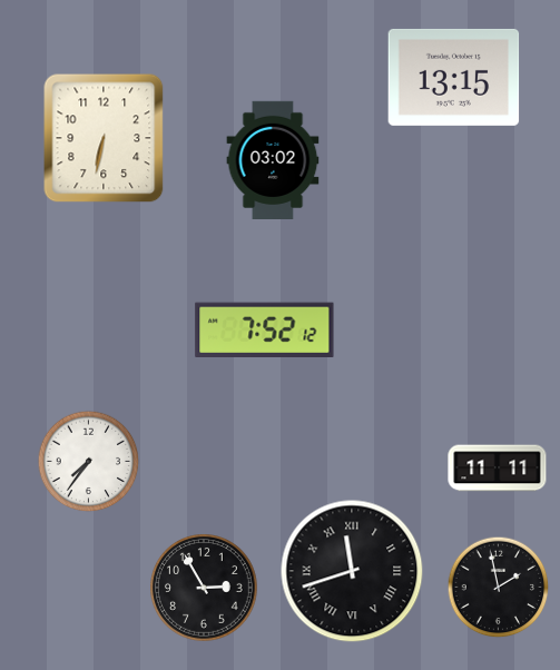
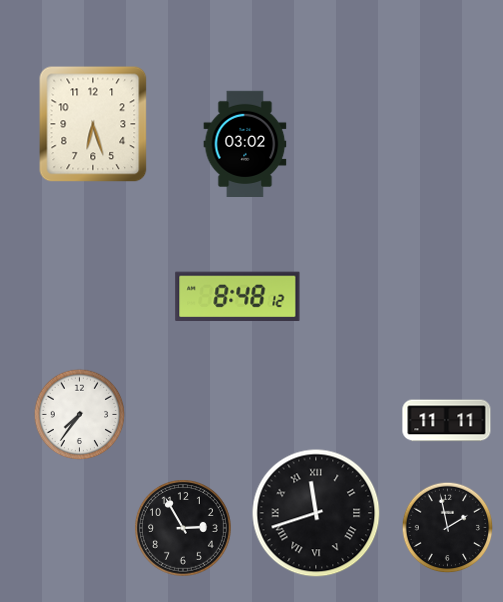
clock at (454, 77): 13:15 -> none
clock at (104, 138): 6:32 -> 6:27
clock at (265, 331): 7:52 -> 8:48
